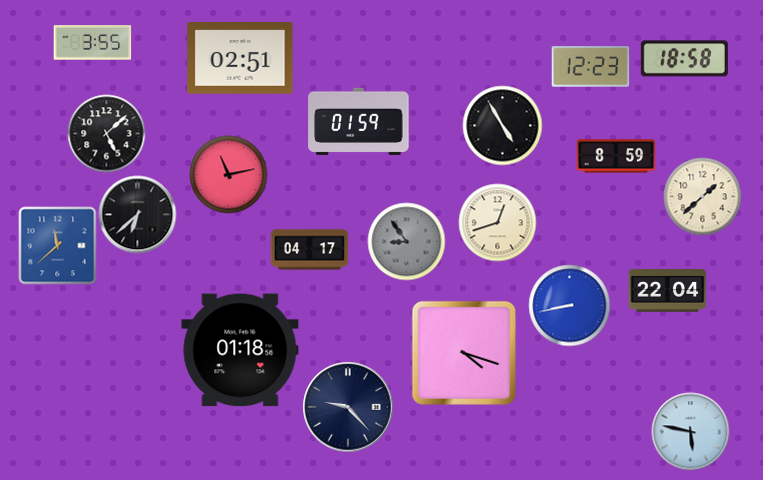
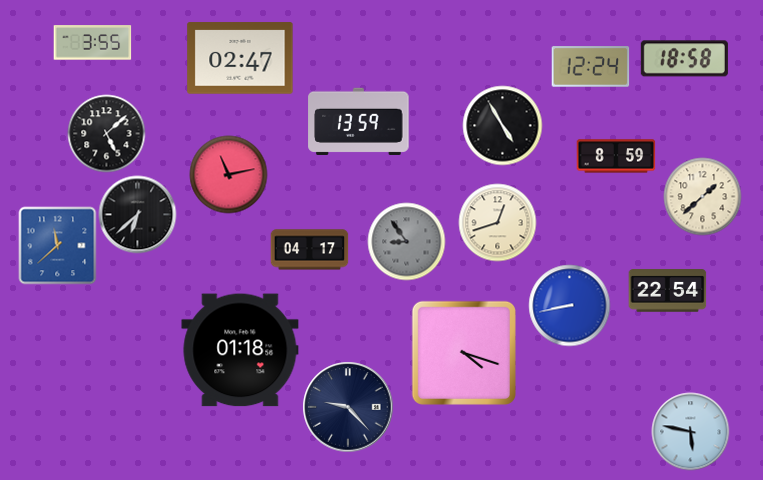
clock at (240, 58): 02:51 -> 02:47
clock at (590, 67): 12:23 -> 12:24
clock at (359, 121): 01:59 -> 13:59
clock at (667, 291): 22:04 -> 22:54
